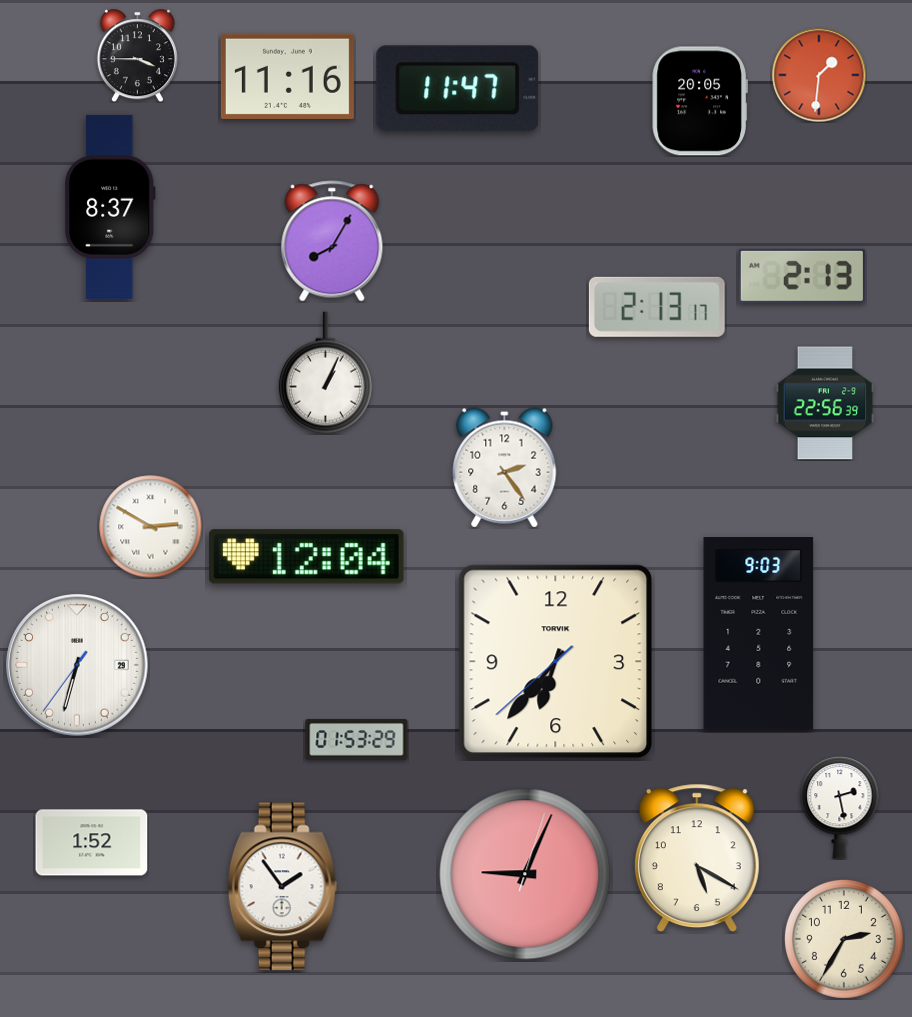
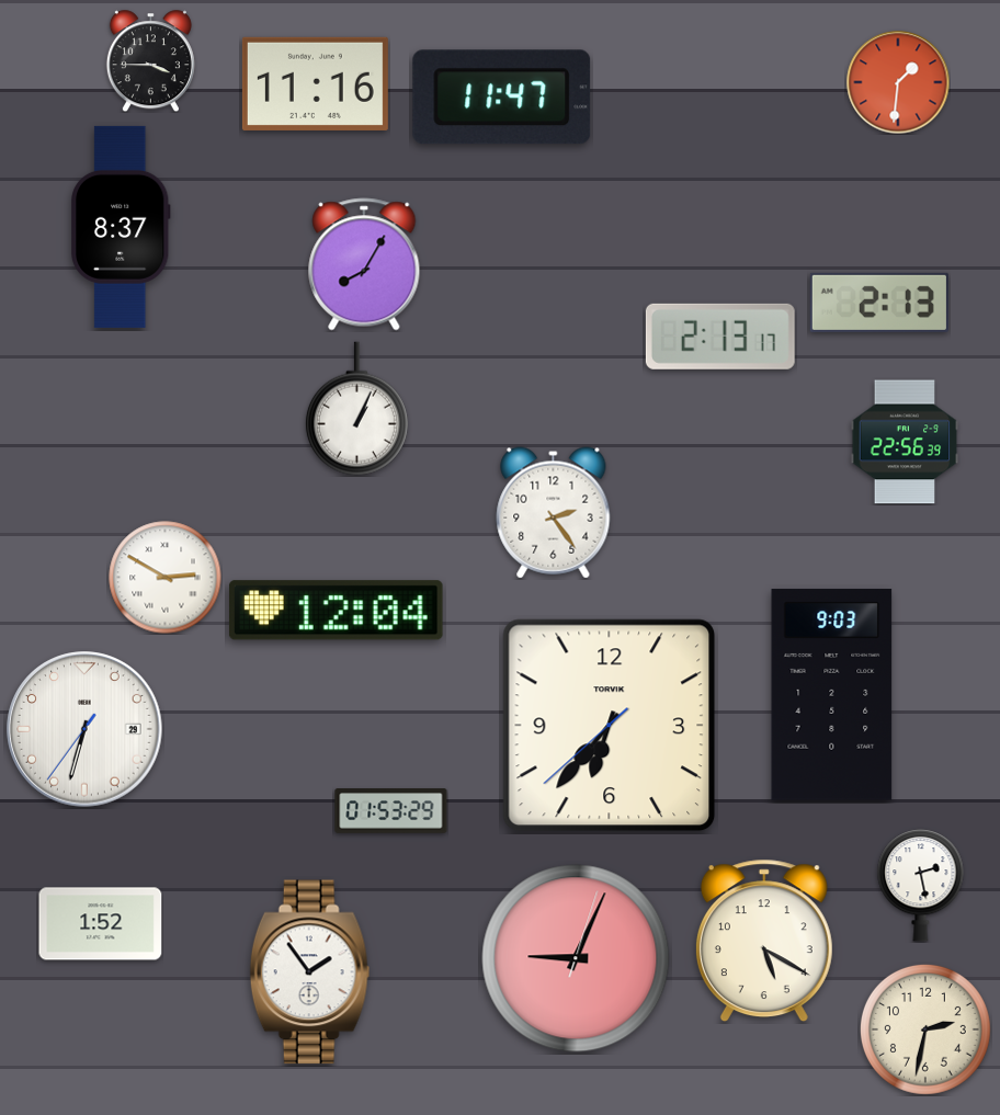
clock at (700, 101): 20:05 -> none
clock at (844, 939): 2:35 -> 2:32
